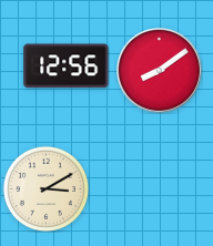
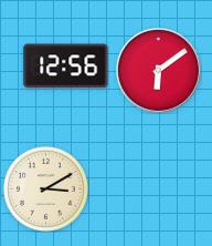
clock at (160, 71): 8:09 -> 6:09
